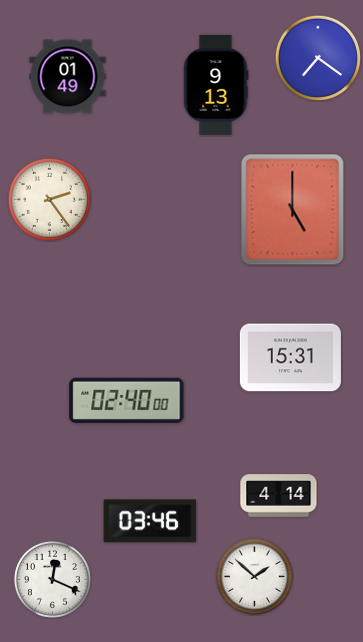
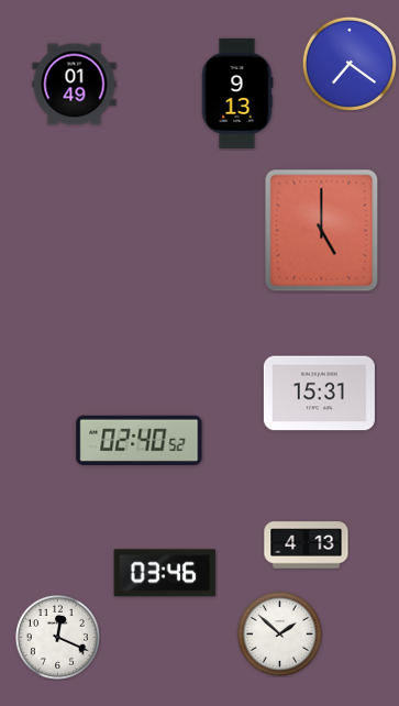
clock at (49, 199): 2:24 -> none
clock at (127, 400): 02:40:00 -> 02:40:52
clock at (279, 496): 4:14 -> 4:13
